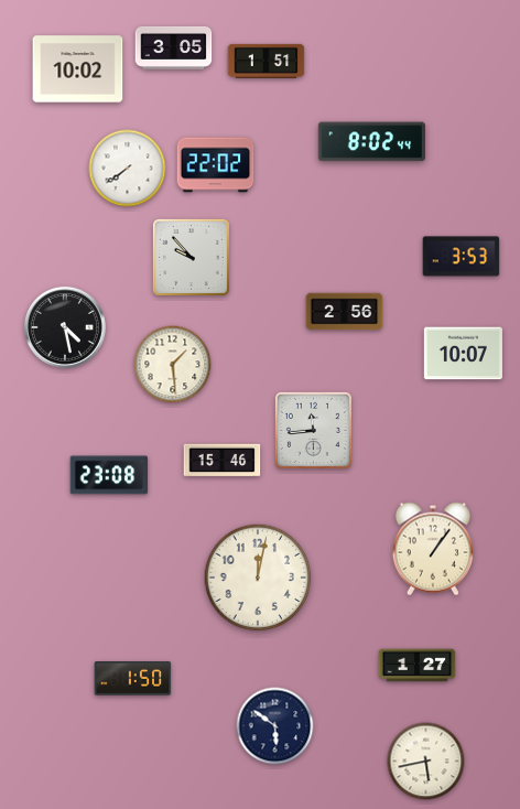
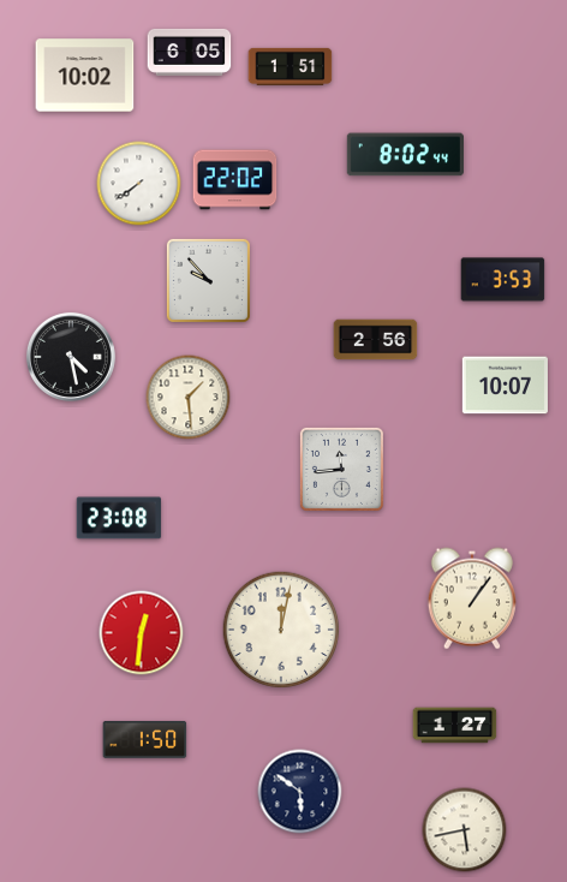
clock at (174, 47): 3:05 -> 6:05
clock at (223, 461): 15:46 -> none
clock at (142, 633): none -> 12:31
